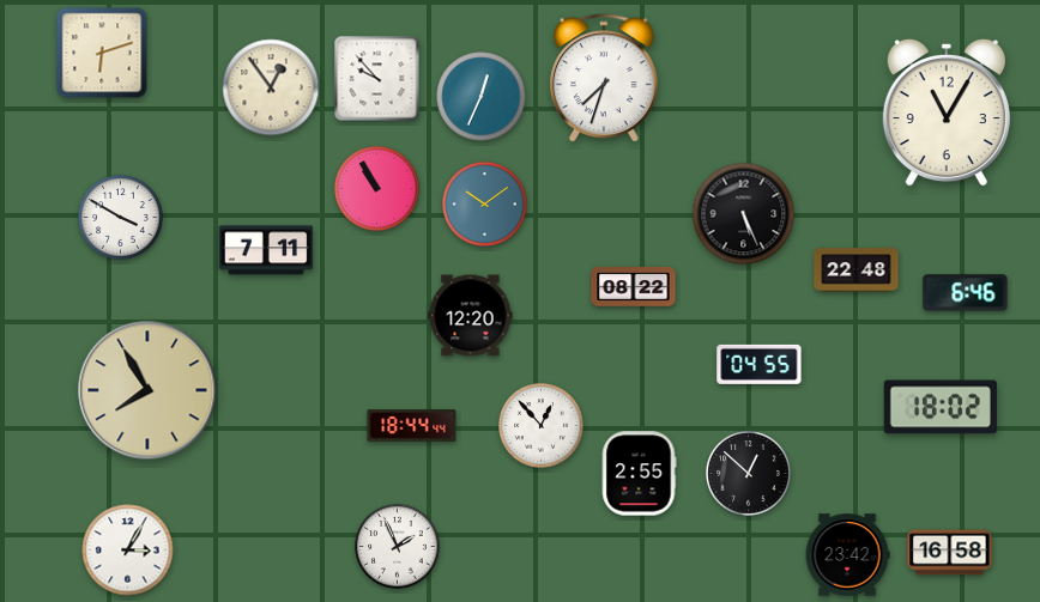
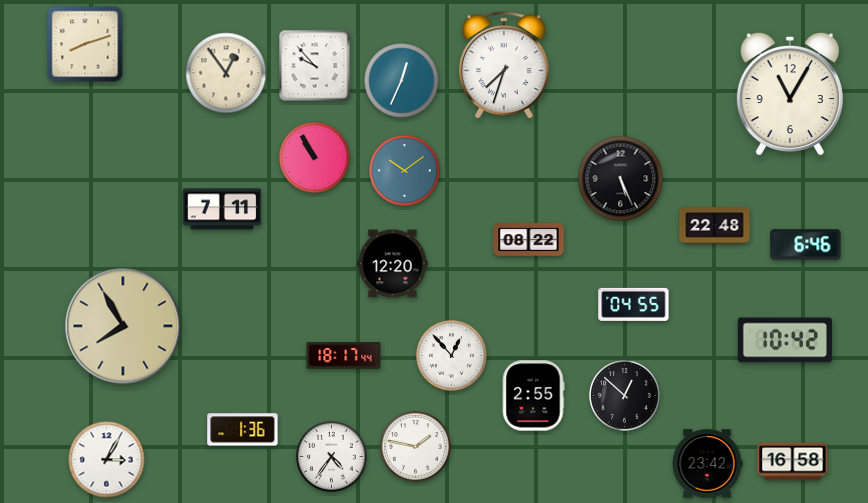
clock at (102, 53): 6:12 -> 8:12
clock at (121, 218): 3:50 -> none
clock at (941, 407): 18:02 -> 10:42
clock at (412, 426): 18:44 -> 18:17
clock at (243, 430): none -> 1:36
clock at (416, 447): none -> 1:47
clock at (398, 547): 1:56 -> 4:36
